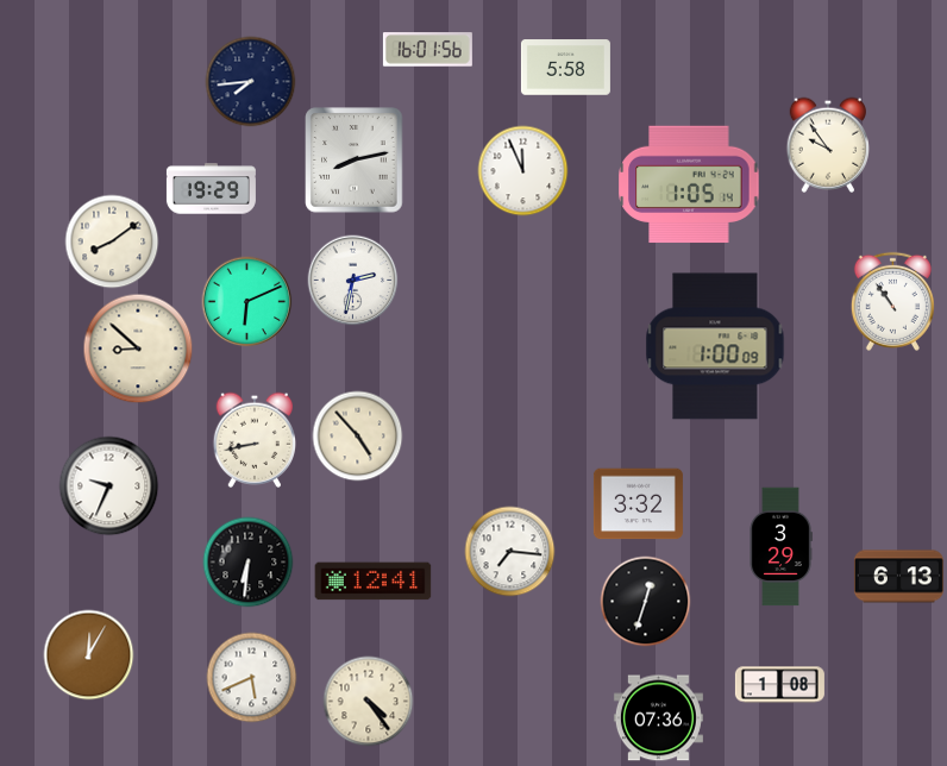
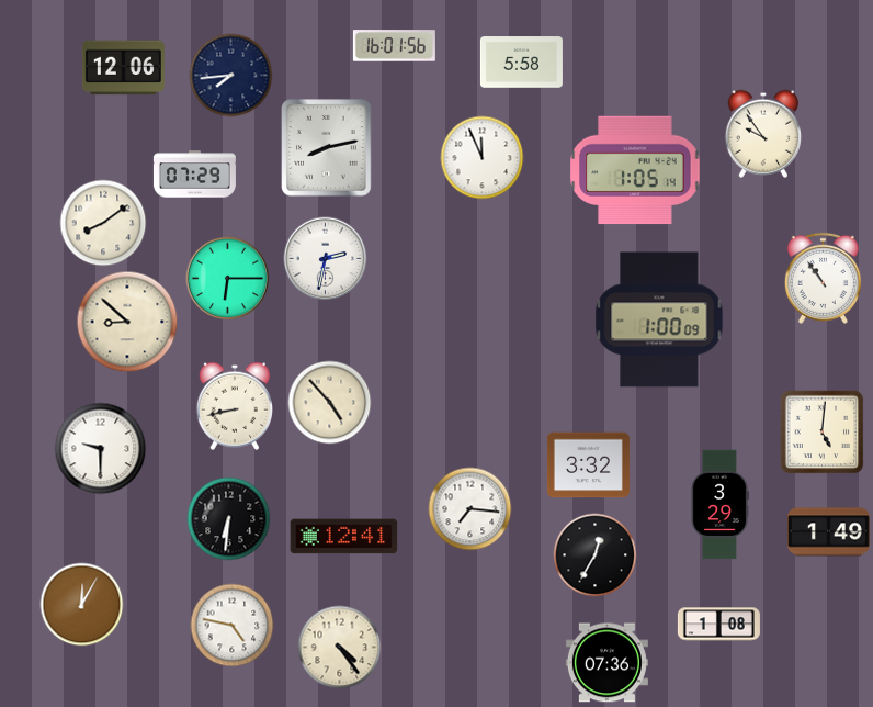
clock at (123, 68): none -> 12:06
clock at (211, 189): 19:29 -> 07:29
clock at (247, 302): 6:11 -> 6:15
clock at (823, 433): none -> 5:01
clock at (109, 486): 9:34 -> 9:30
clock at (898, 577): 6:13 -> 1:49
clock at (646, 602): 12:33 -> 12:35
clock at (252, 678): 5:41 -> 4:47
clock at (779, 685) position: (779, 685) -> (718, 625)
